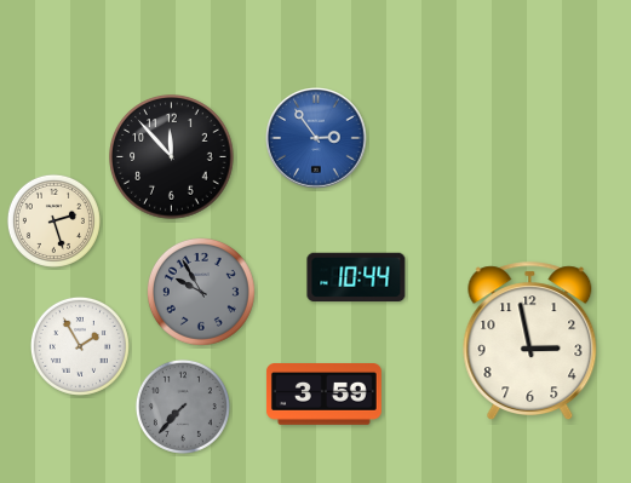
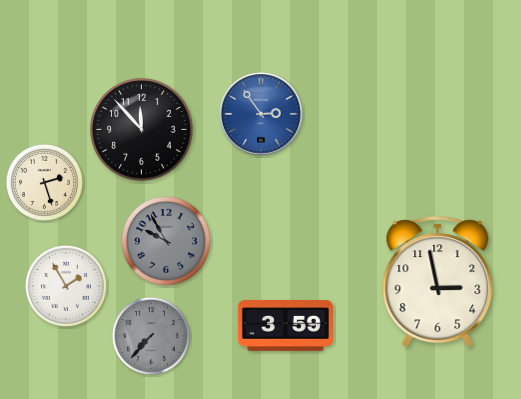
clock at (356, 277): 10:44 -> none
clock at (323, 395) position: (323, 395) -> (285, 326)
